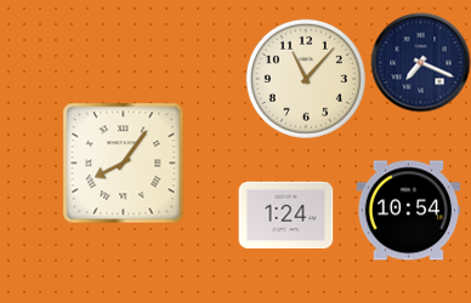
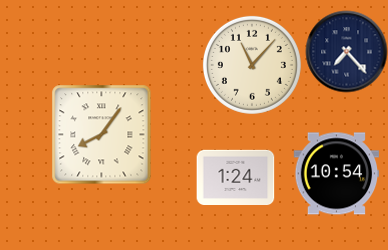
clock at (420, 62): 7:19 -> 7:23
